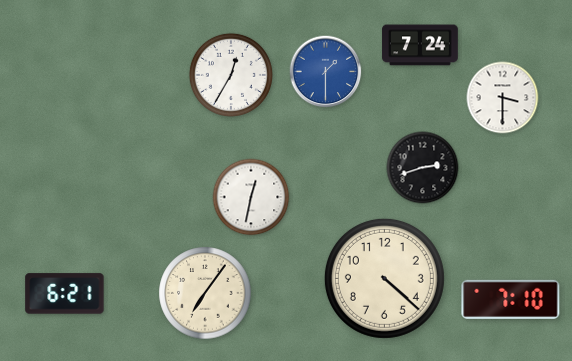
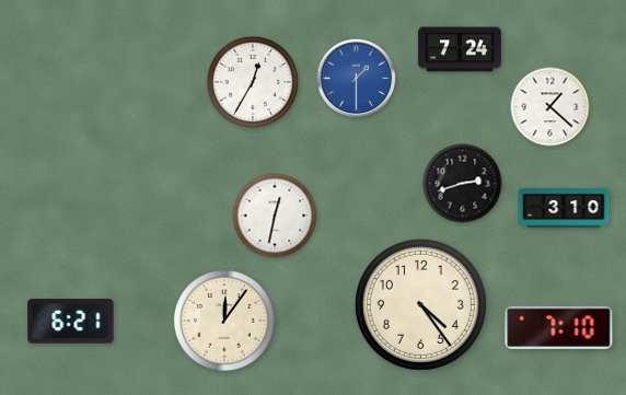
clock at (503, 98): 3:30 -> 1:22
clock at (564, 208): none -> 3:10
clock at (384, 278): 4:22 -> 4:24
clock at (205, 293): 7:06 -> 12:06
